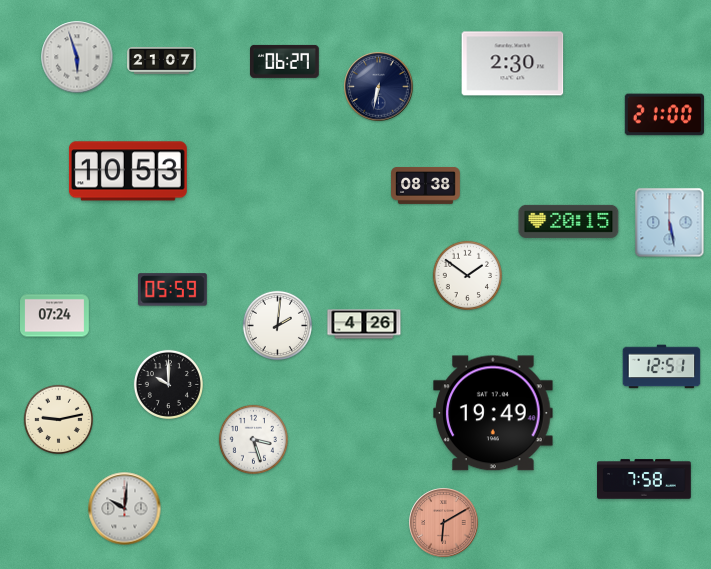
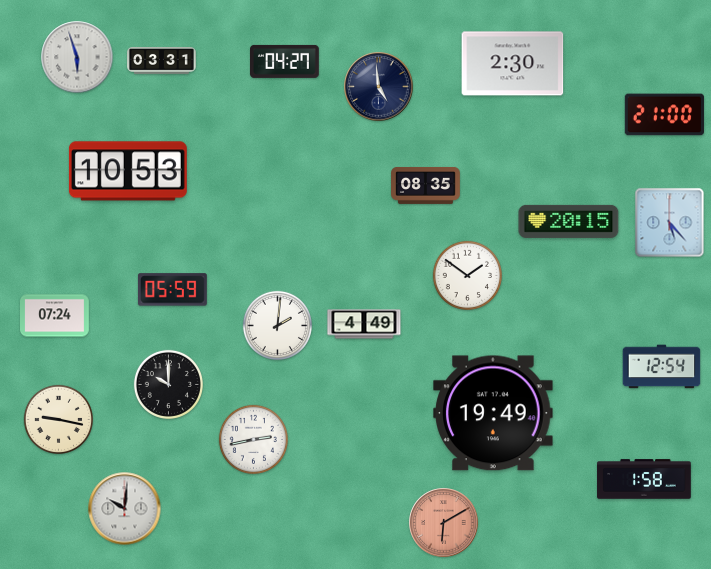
clock at (162, 61): 21:07 -> 03:31
clock at (285, 61): 06:27 -> 04:27
clock at (379, 87): 6:32 -> 4:59
clock at (426, 185): 08:38 -> 08:35
clock at (670, 223): 5:28 -> 5:23
clock at (364, 324): 4:26 -> 4:49
clock at (662, 367): 12:51 -> 12:54
clock at (58, 419): 9:13 -> 9:17
clock at (253, 439): 3:27 -> 2:43
clock at (644, 479): 7:58 -> 1:58
